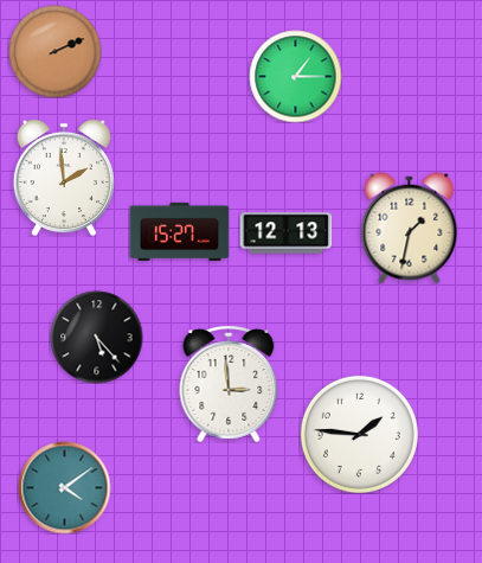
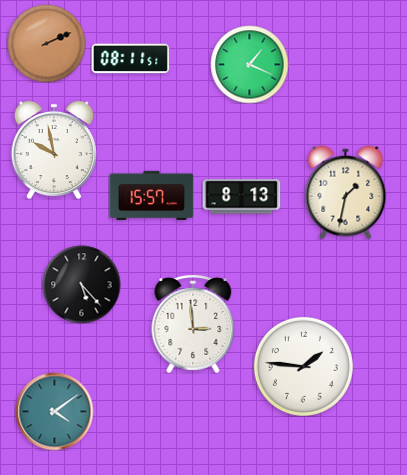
clock at (130, 59): none -> 08:11
clock at (295, 76): 1:15 -> 1:19
clock at (64, 178): 1:59 -> 9:58
clock at (179, 231): 15:27 -> 15:57
clock at (285, 233): 12:13 -> 8:13
